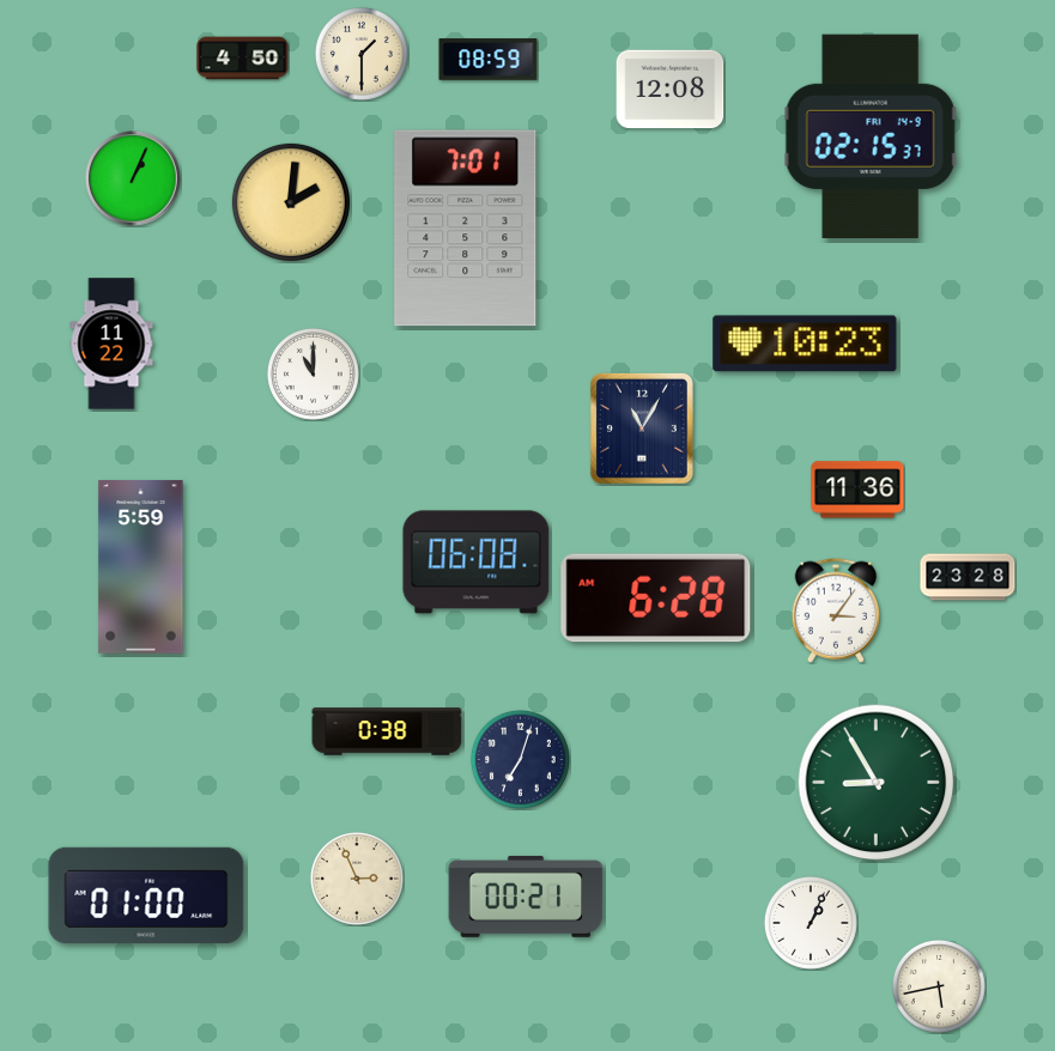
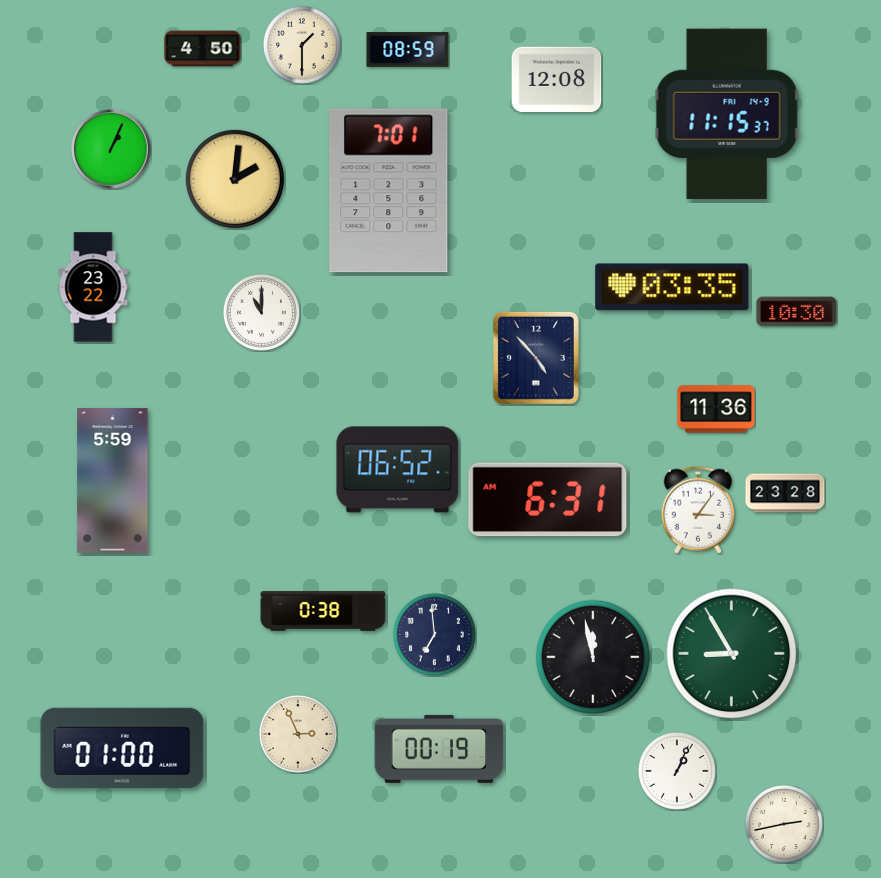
clock at (671, 90) position: (671, 90) -> (557, 80)
clock at (871, 135): 02:15 -> 11:15
clock at (291, 202) position: (291, 202) -> (235, 179)
clock at (111, 344): 11:22 -> 23:22
clock at (805, 344): 10:23 -> 03:35
clock at (797, 312): none -> 10:30
clock at (642, 429): 11:05 -> 4:53
clock at (477, 563): 06:08 -> 06:52
clock at (141, 567) position: (141, 567) -> (113, 481)
clock at (968, 577) position: (968, 577) -> (785, 493)
clock at (656, 599): 6:28 -> 6:31
clock at (520, 759): 7:03 -> 6:59
clock at (593, 657): none -> 11:58
clock at (526, 897): 00:21 -> 00:19
clock at (939, 986): 5:43 -> 2:43
